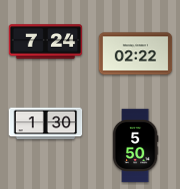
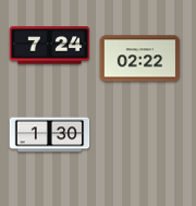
clock at (136, 54) position: (136, 54) -> (140, 59)
clock at (135, 146): 5:50 -> none
